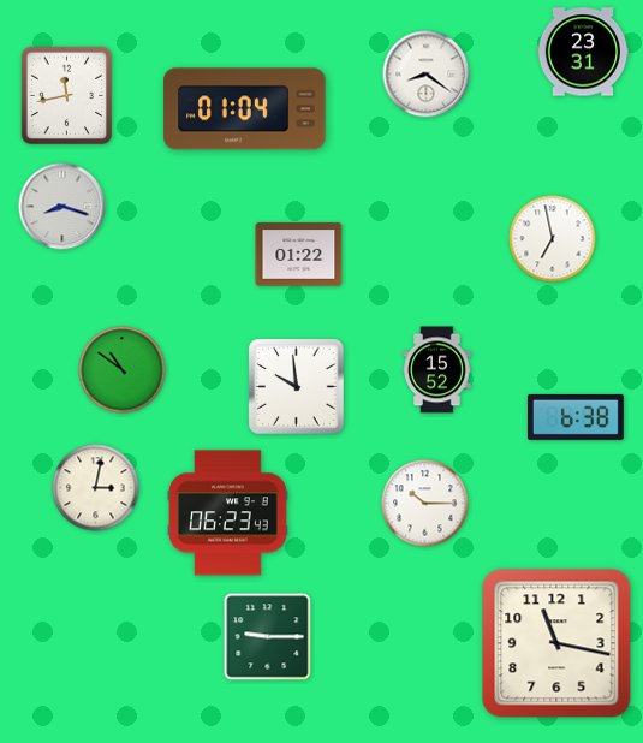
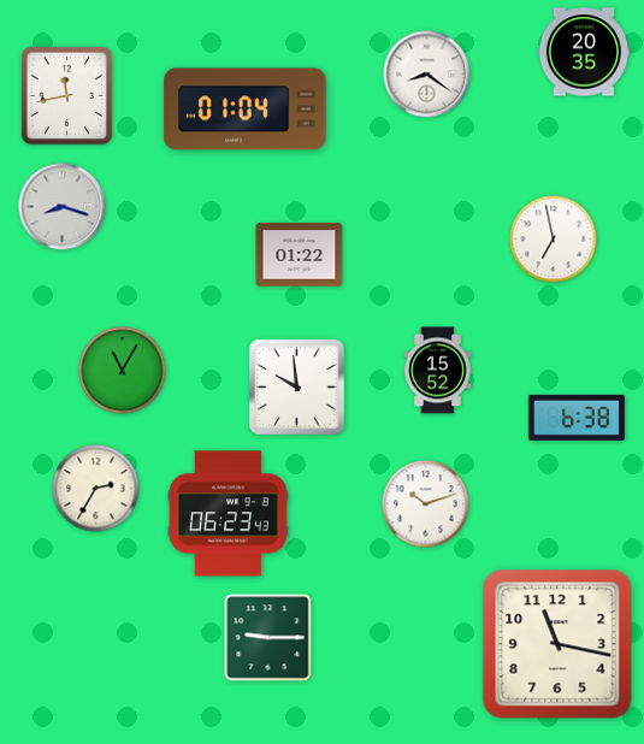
clock at (583, 52): 23:31 -> 20:35
clock at (123, 370): 10:51 -> 11:05
clock at (96, 488): 3:02 -> 2:35
clock at (425, 504): 10:15 -> 10:12
